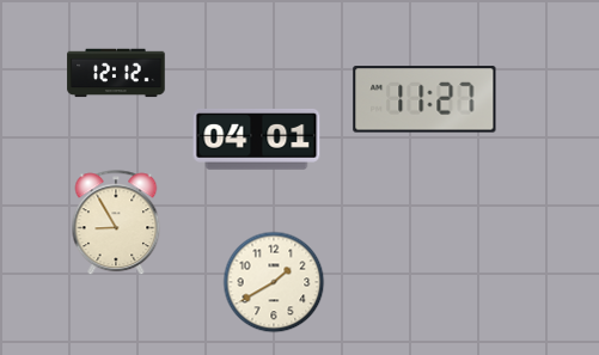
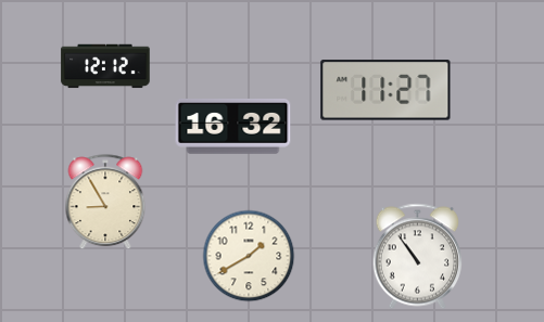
clock at (257, 139): 04:01 -> 16:32
clock at (418, 257): none -> 10:54
